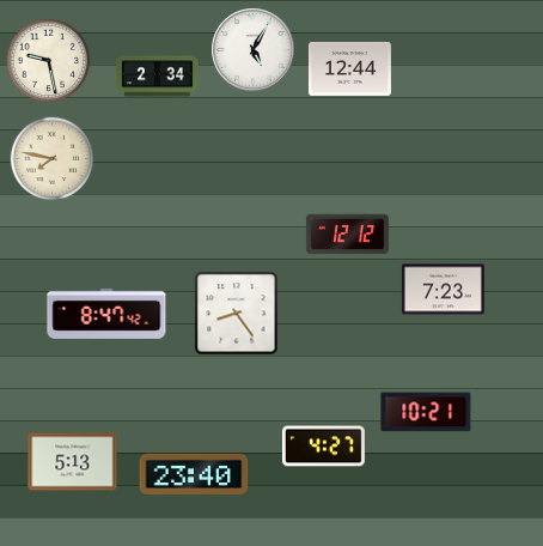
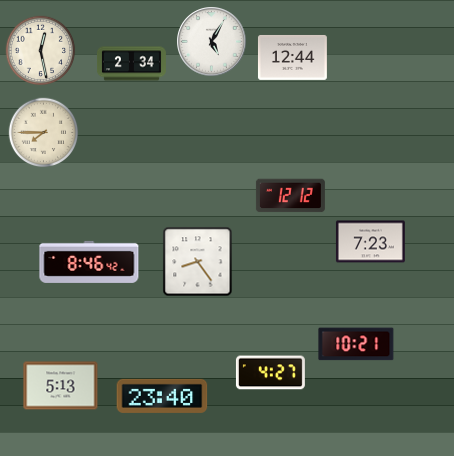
clock at (49, 61): 9:28 -> 12:28
clock at (53, 159): 7:47 -> 7:45
clock at (106, 314): 8:47 -> 8:46
